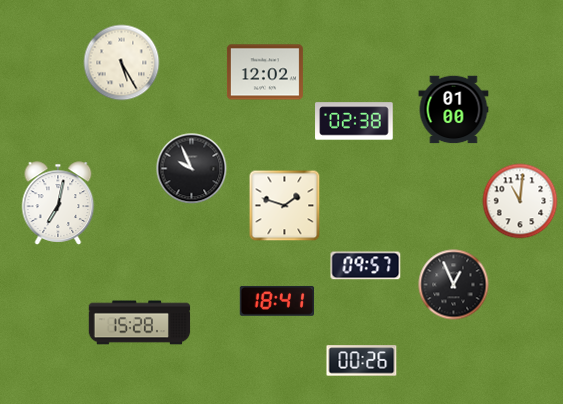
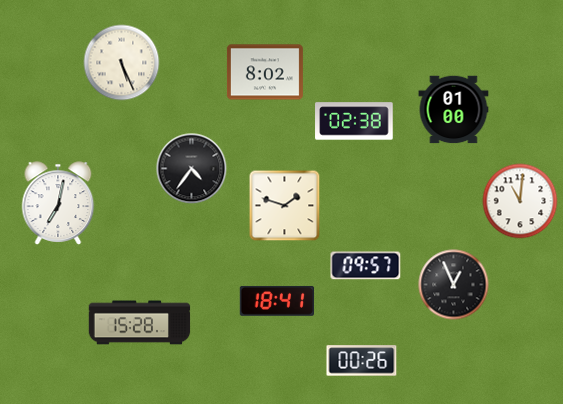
clock at (122, 63): 5:25 -> 5:26
clock at (265, 72): 12:02 -> 8:02
clock at (192, 169): 9:56 -> 4:36
